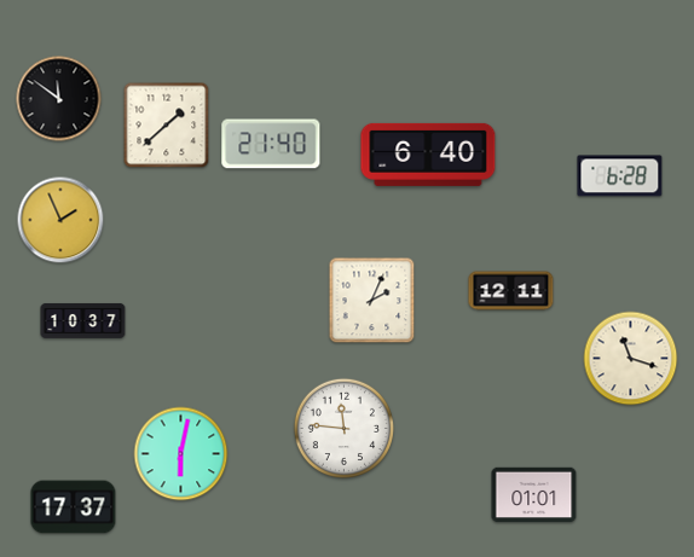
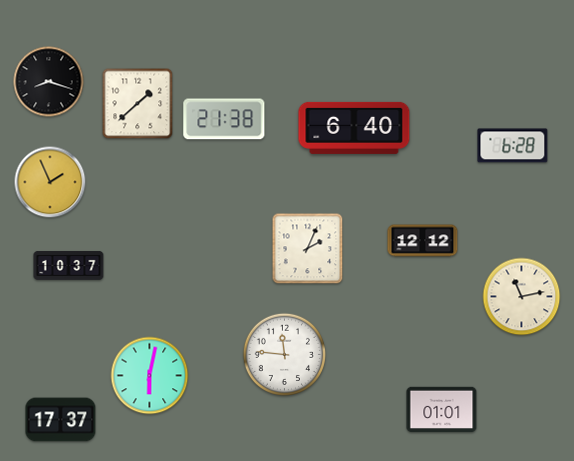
clock at (59, 99): 11:51 -> 8:18
clock at (271, 144): 21:40 -> 21:38
clock at (511, 291): 12:11 -> 12:12
clock at (631, 359): 11:18 -> 11:13
